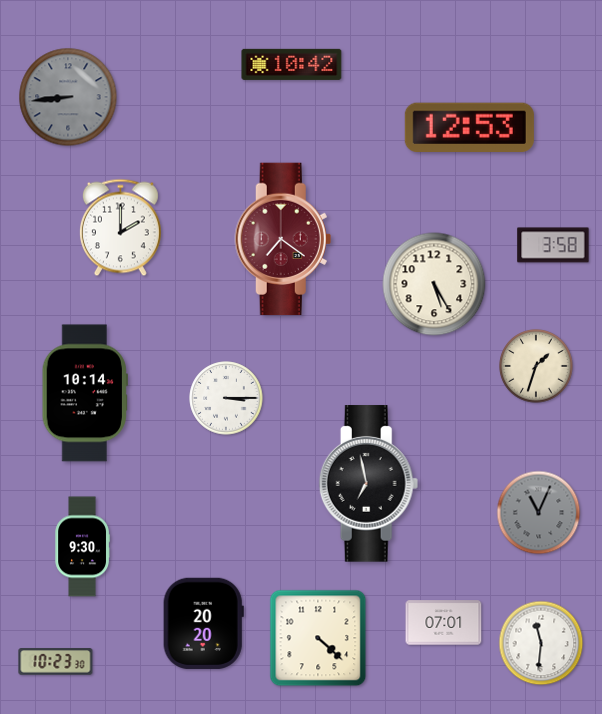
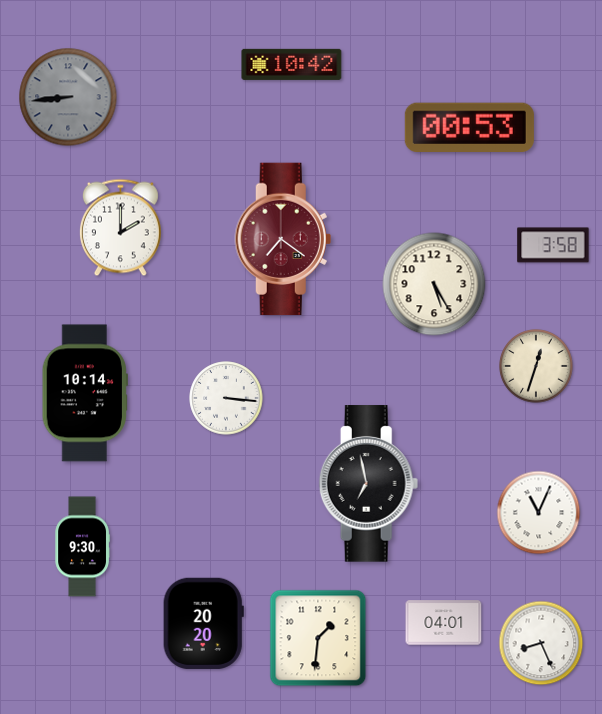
clock at (469, 127): 12:53 -> 00:53
clock at (536, 366): 1:33 -> 12:33
clock at (226, 398): 3:15 -> 3:16
clock at (539, 513) dial: grey -> white
clock at (444, 623): 07:01 -> 04:01
clock at (318, 638): 4:22 -> 1:31
clock at (541, 643): 11:31 -> 8:26
clock at (56, 662): 10:23 -> none
